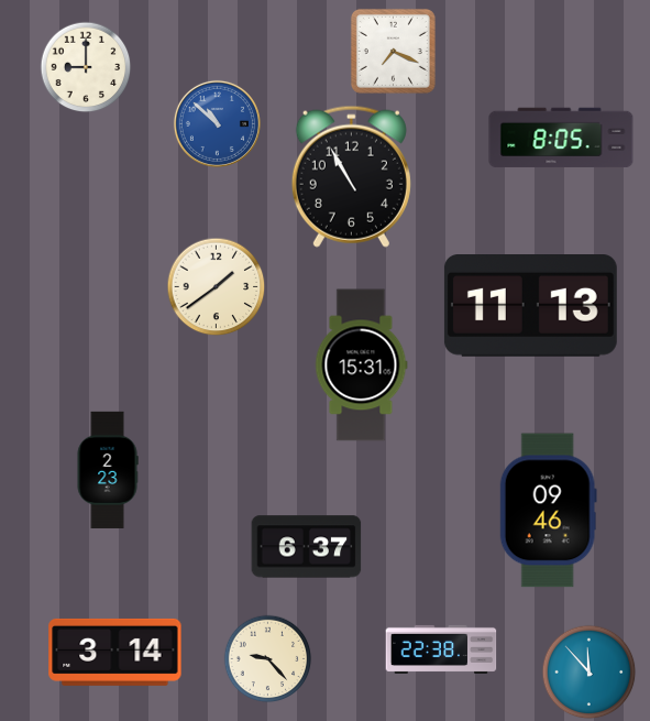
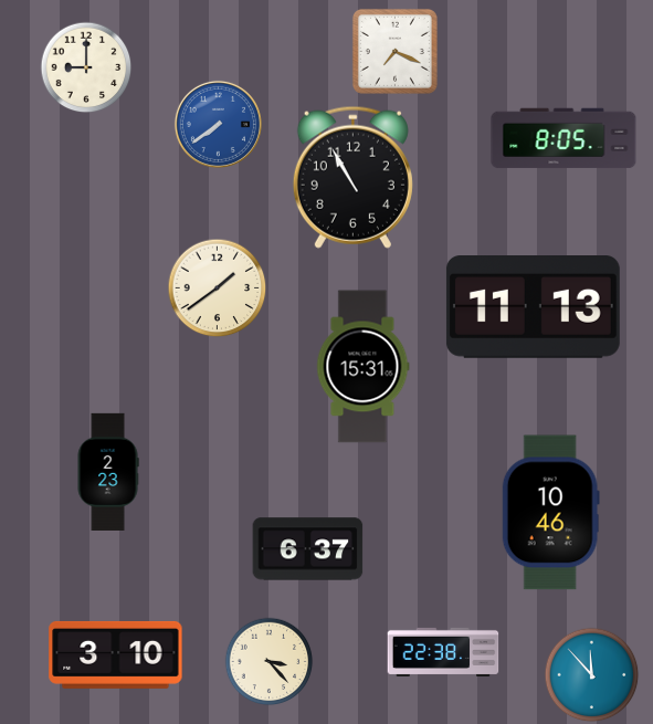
clock at (217, 123): 10:52 -> 7:39
clock at (548, 511): 09:46 -> 10:46
clock at (115, 652): 3:14 -> 3:10
clock at (267, 658): 9:23 -> 3:23
